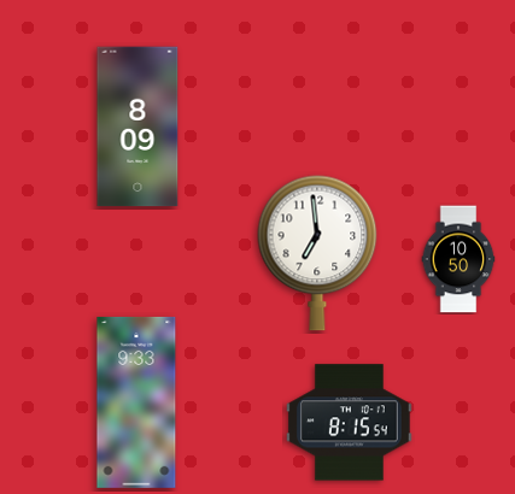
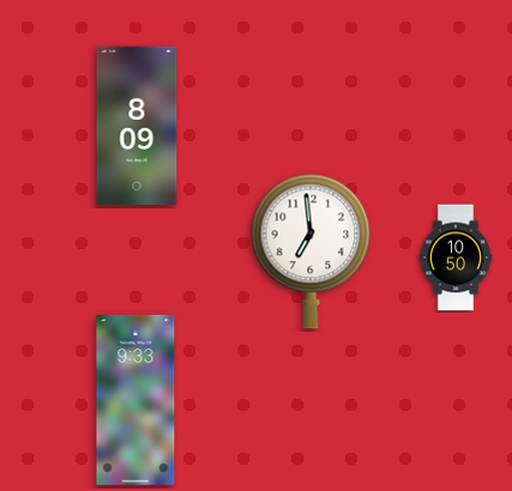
clock at (317, 253) position: (317, 253) -> (311, 251)
clock at (350, 423): 8:15 -> none
